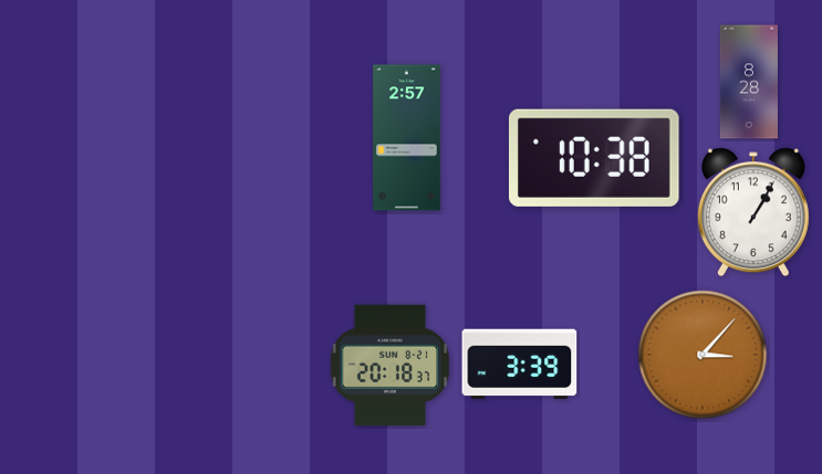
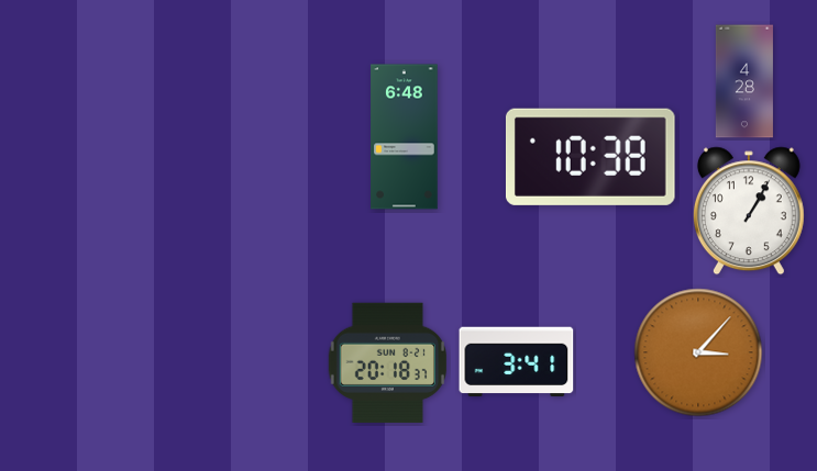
clock at (749, 82): 8:28 -> 4:28
clock at (407, 138): 2:57 -> 6:48
clock at (520, 365): 3:39 -> 3:41
